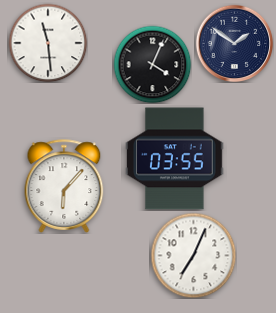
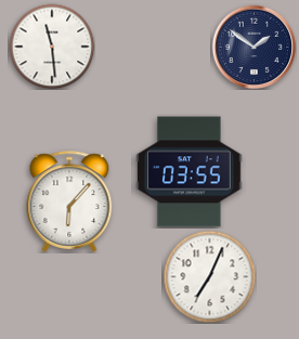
clock at (152, 64): 4:04 -> none
